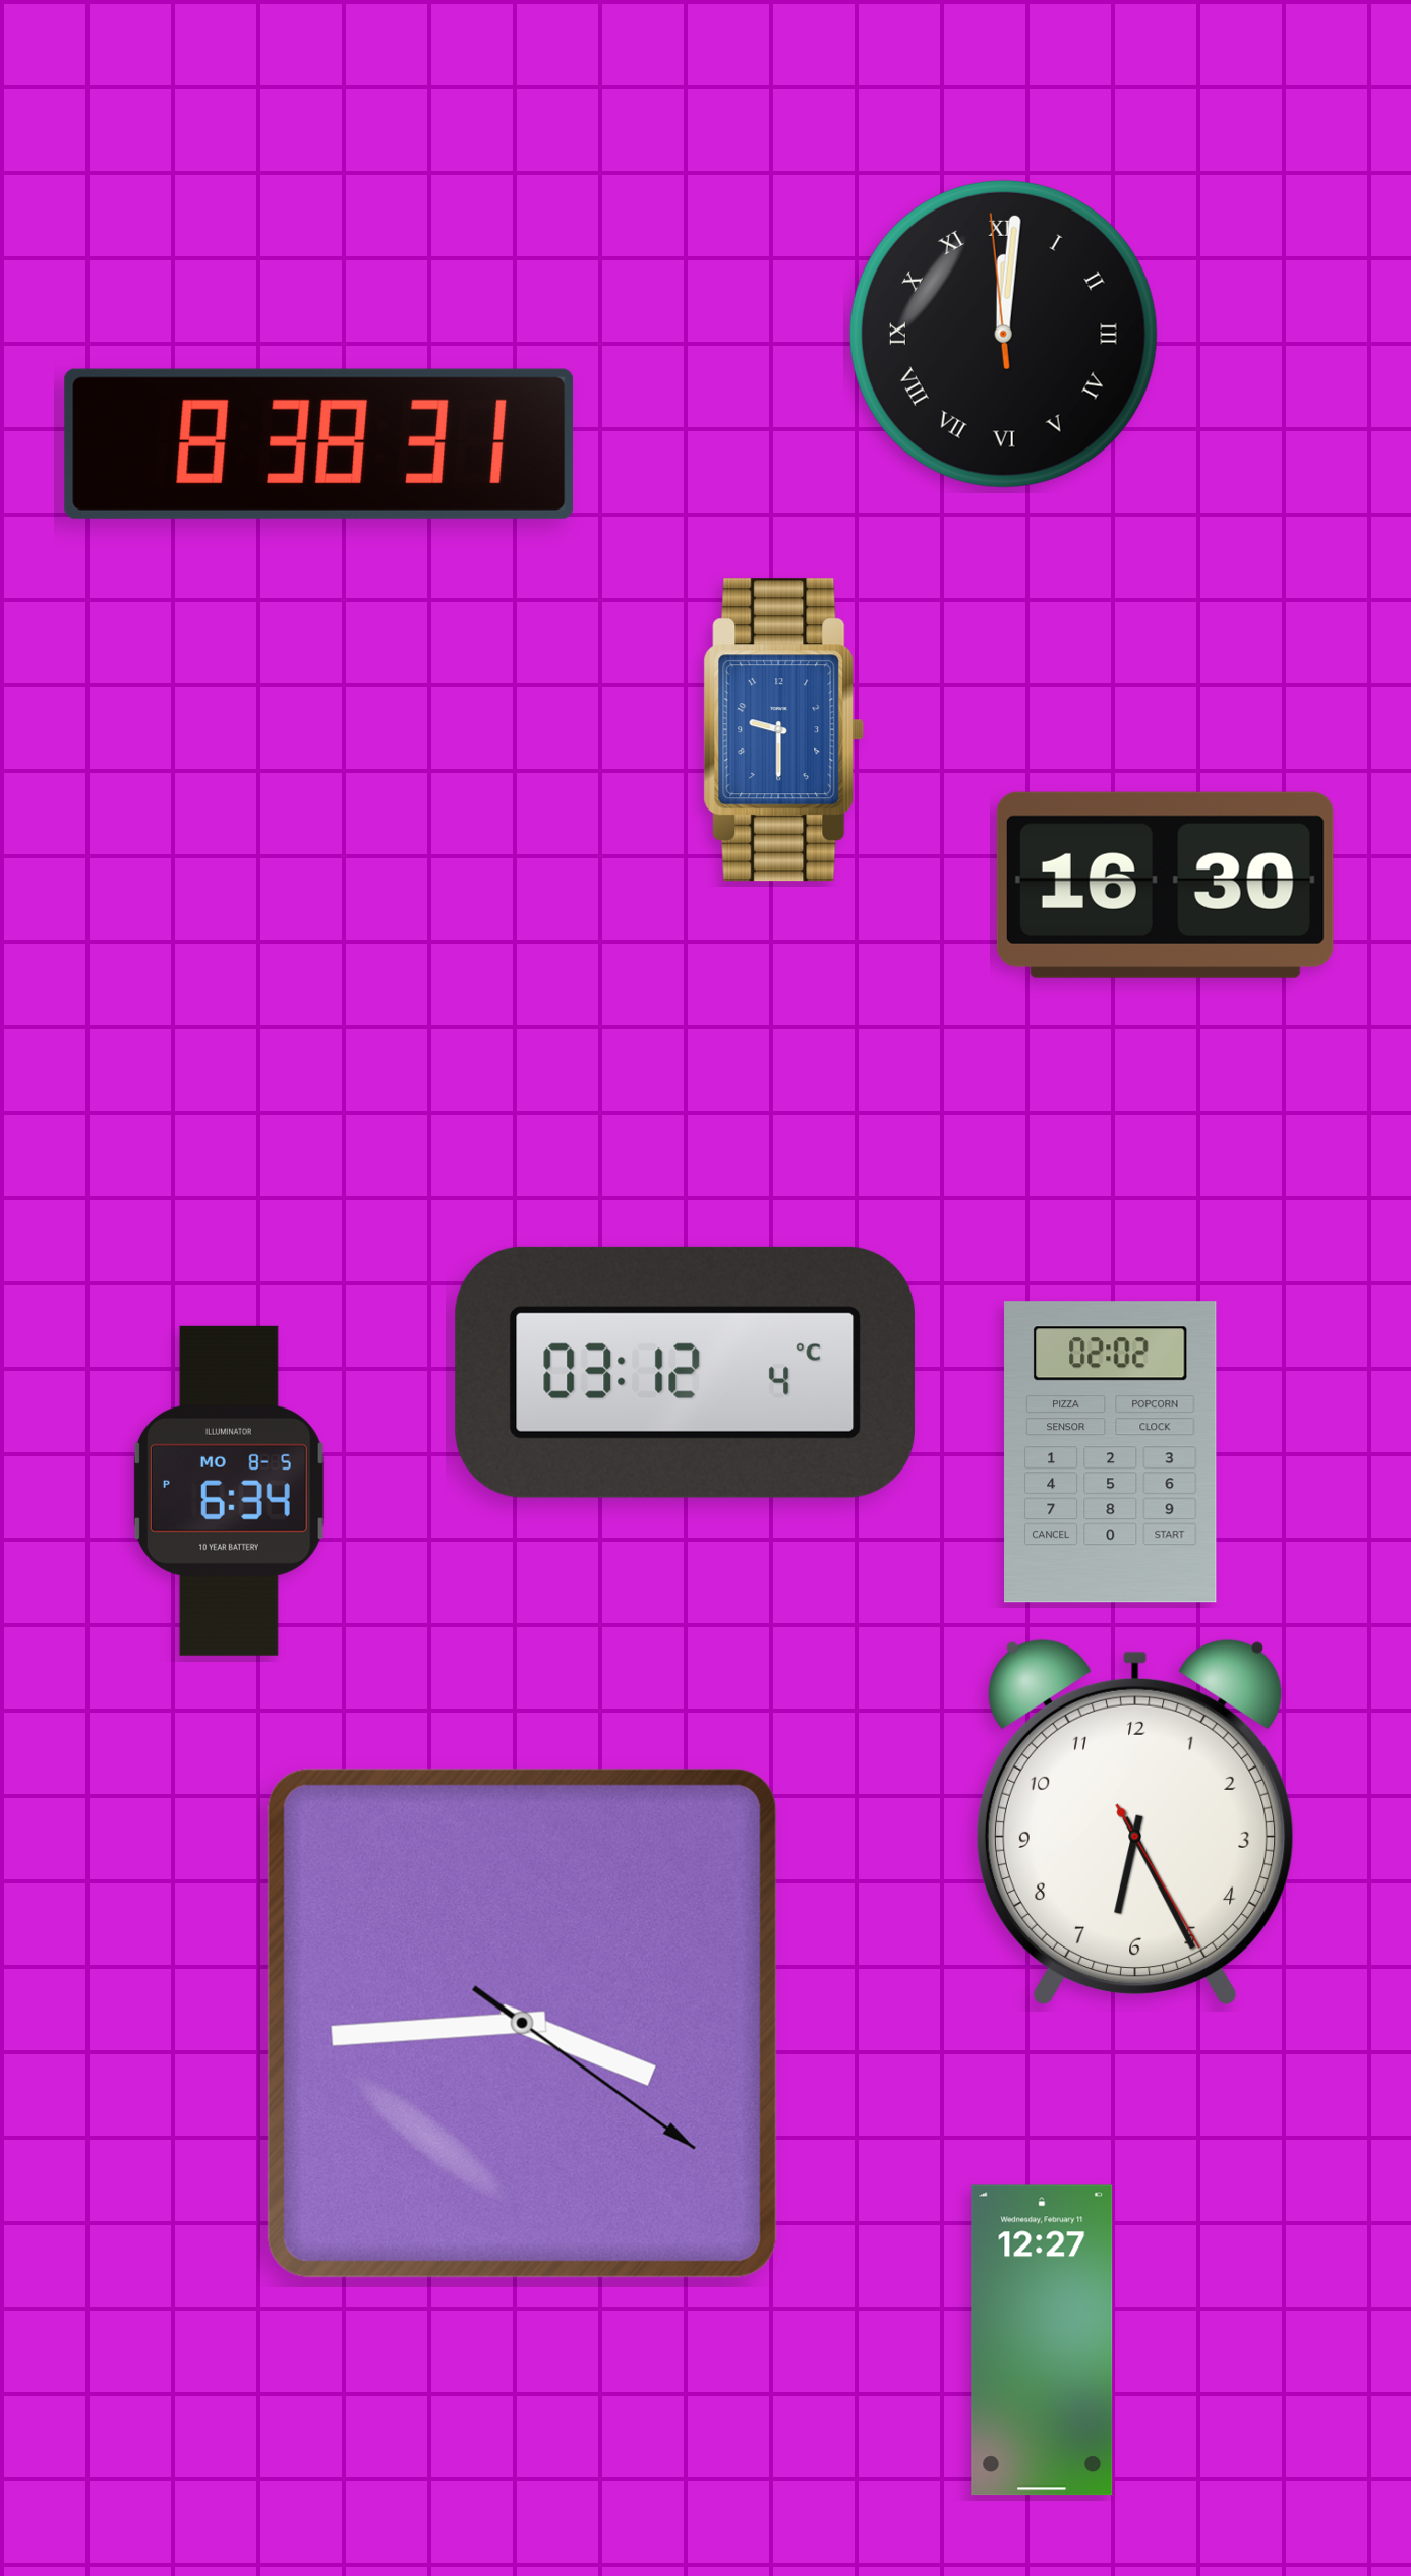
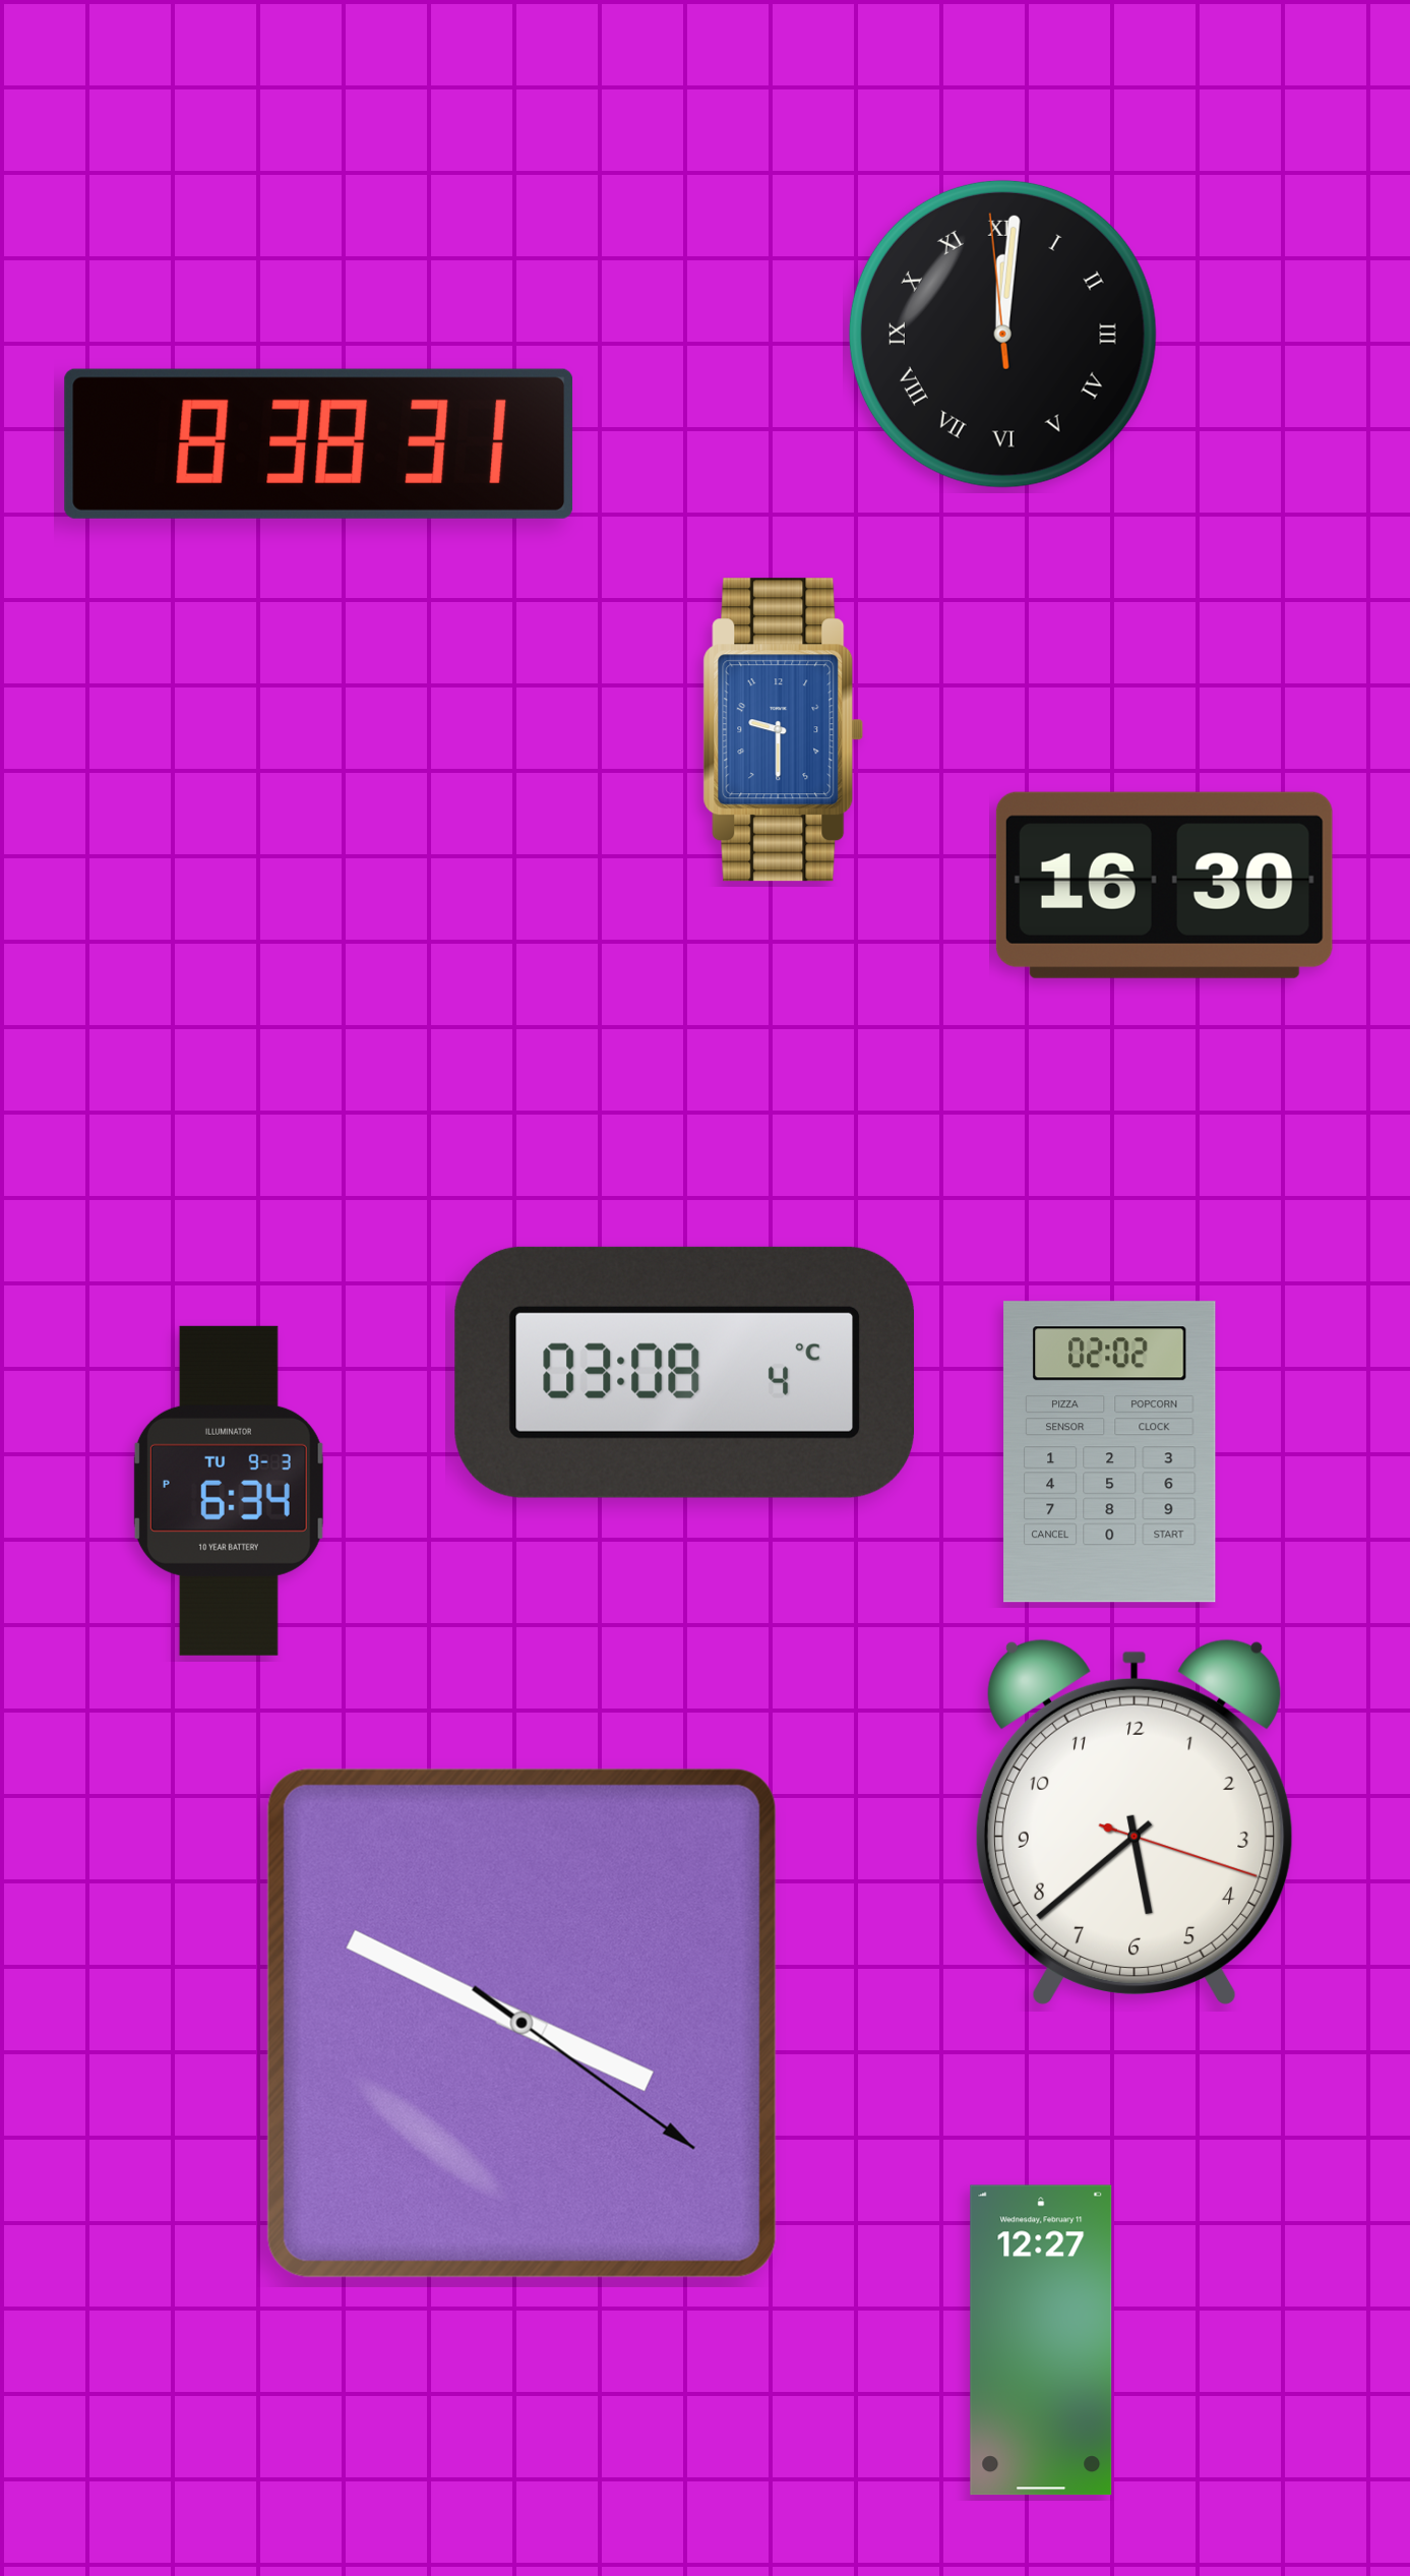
clock at (685, 1372): 03:12 -> 03:08
clock at (229, 1491) date: MO 8-5 -> TU 9-3
clock at (1135, 1821): 6:25 -> 5:38
clock at (522, 2023): 3:44 -> 3:49
